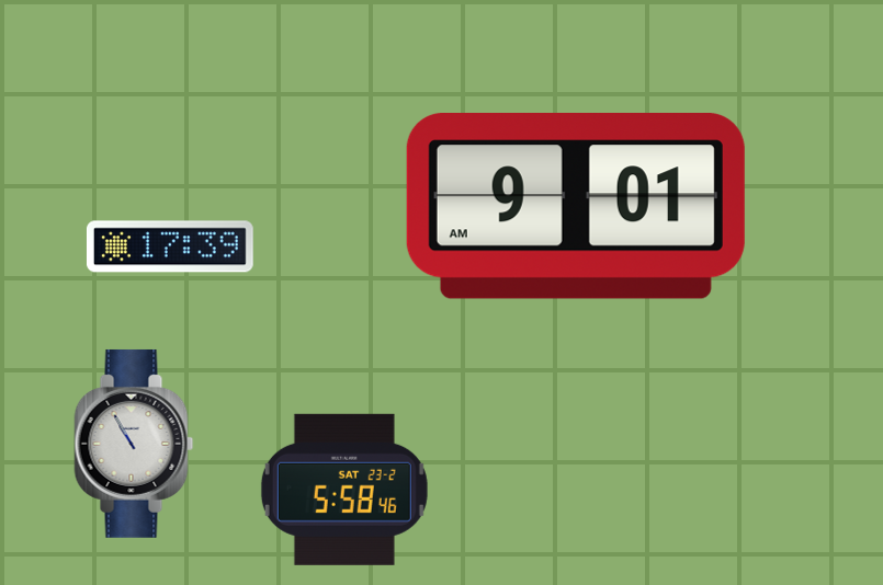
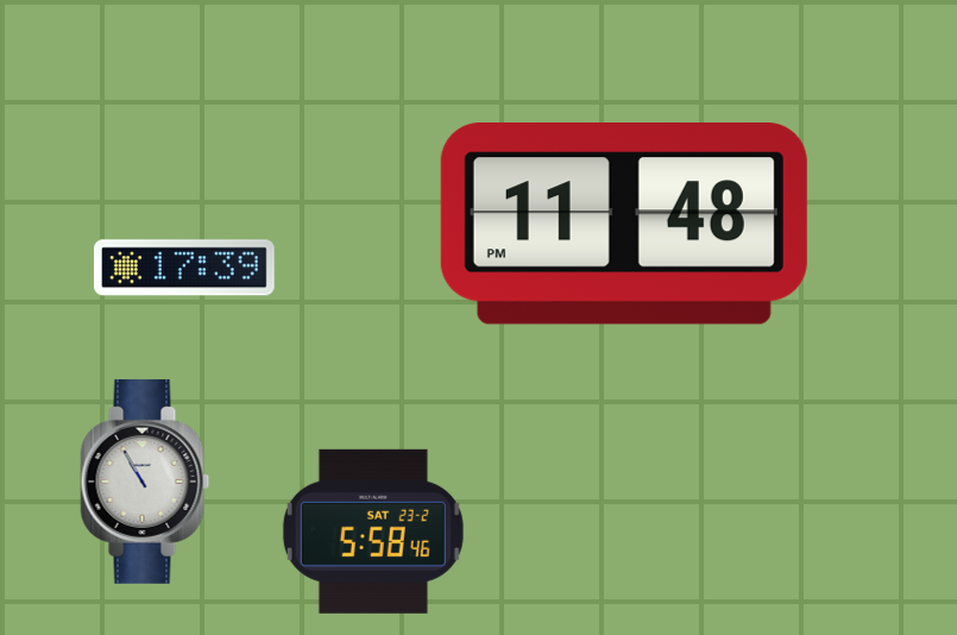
clock at (576, 207): 9:01 -> 11:48
